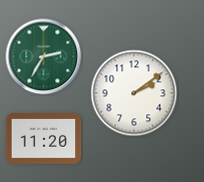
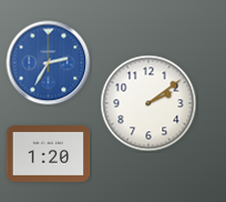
clock at (44, 57) dial: green -> blue
clock at (44, 139): 11:20 -> 1:20
